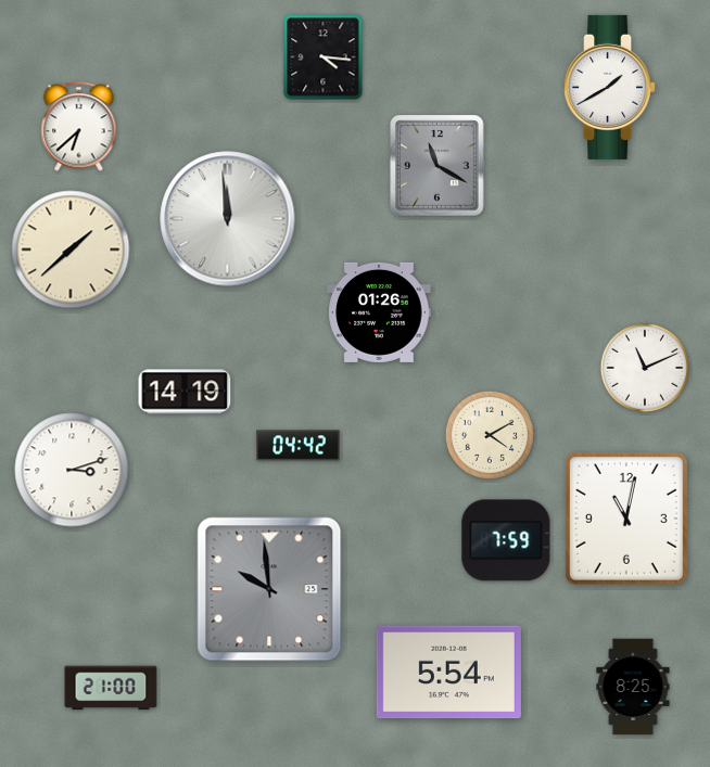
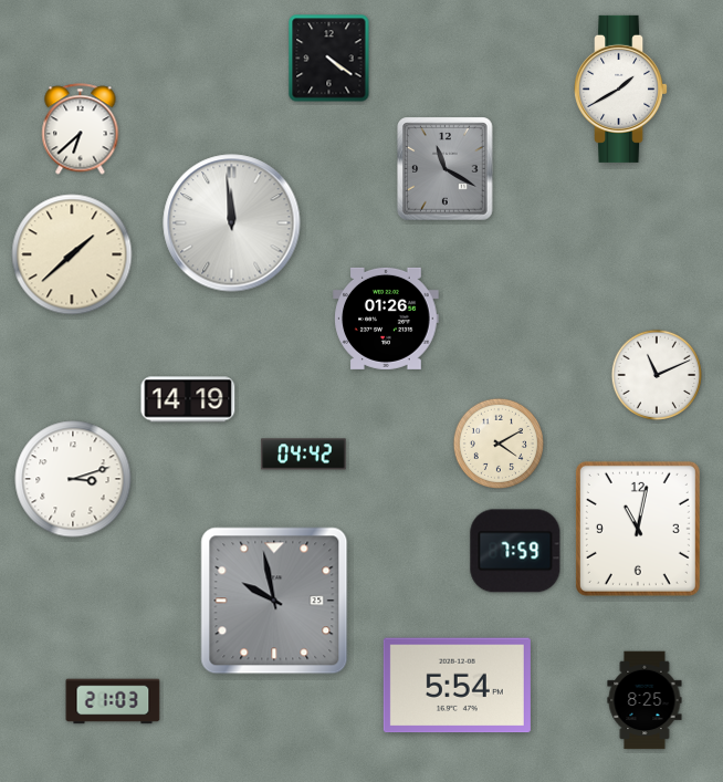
clock at (324, 57): 4:16 -> 4:21
clock at (269, 589): 9:59 -> 9:58
clock at (111, 688): 21:00 -> 21:03
